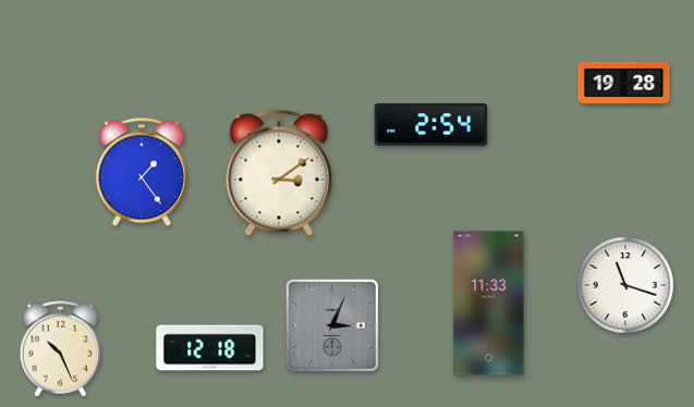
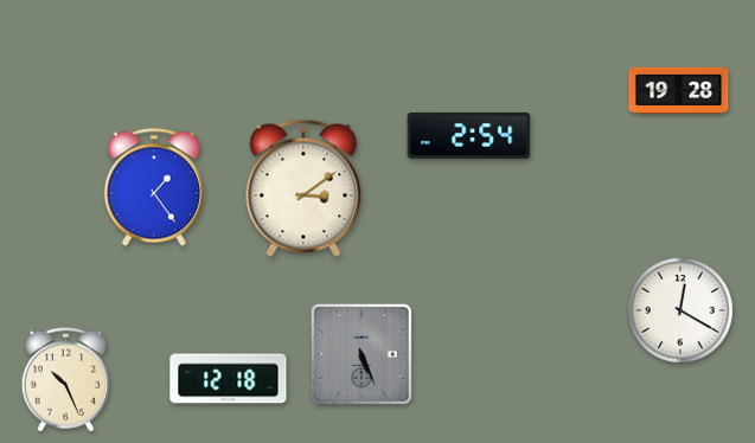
clock at (625, 285): 11:18 -> 12:20
clock at (489, 304): 11:33 -> none
clock at (332, 325): 3:04 -> 5:26
